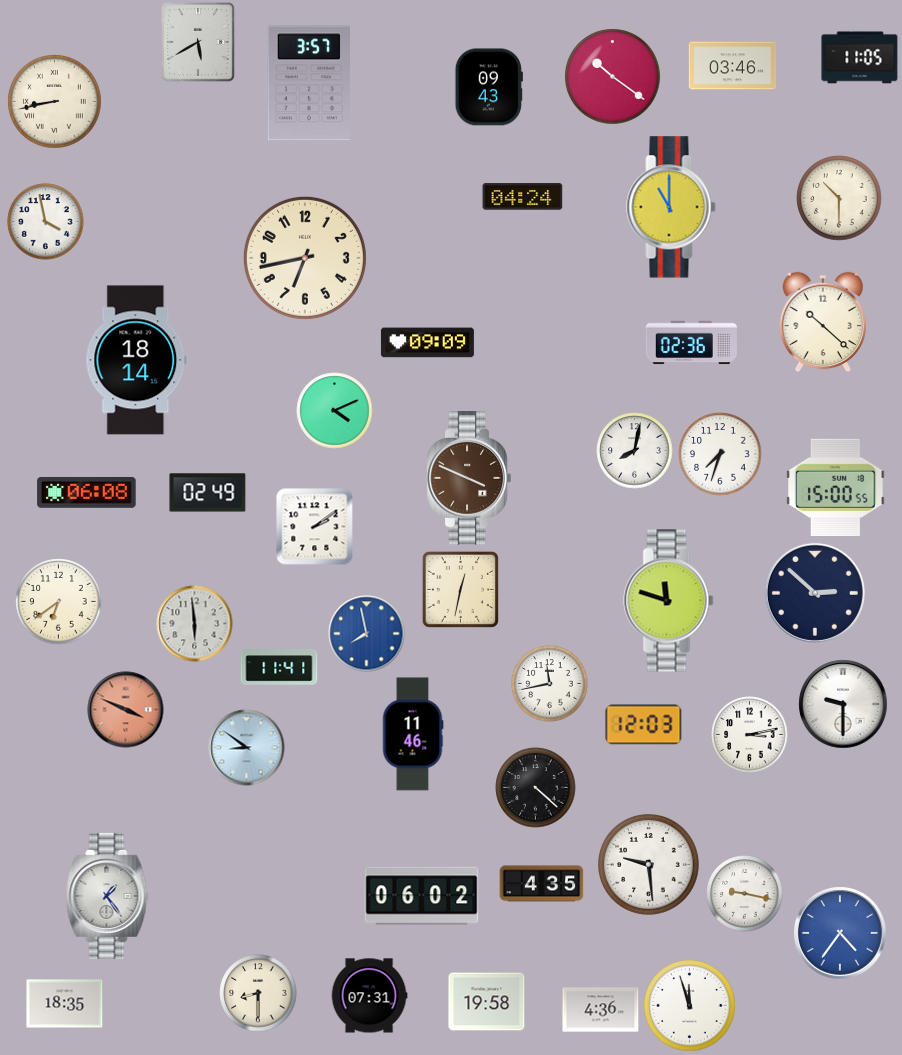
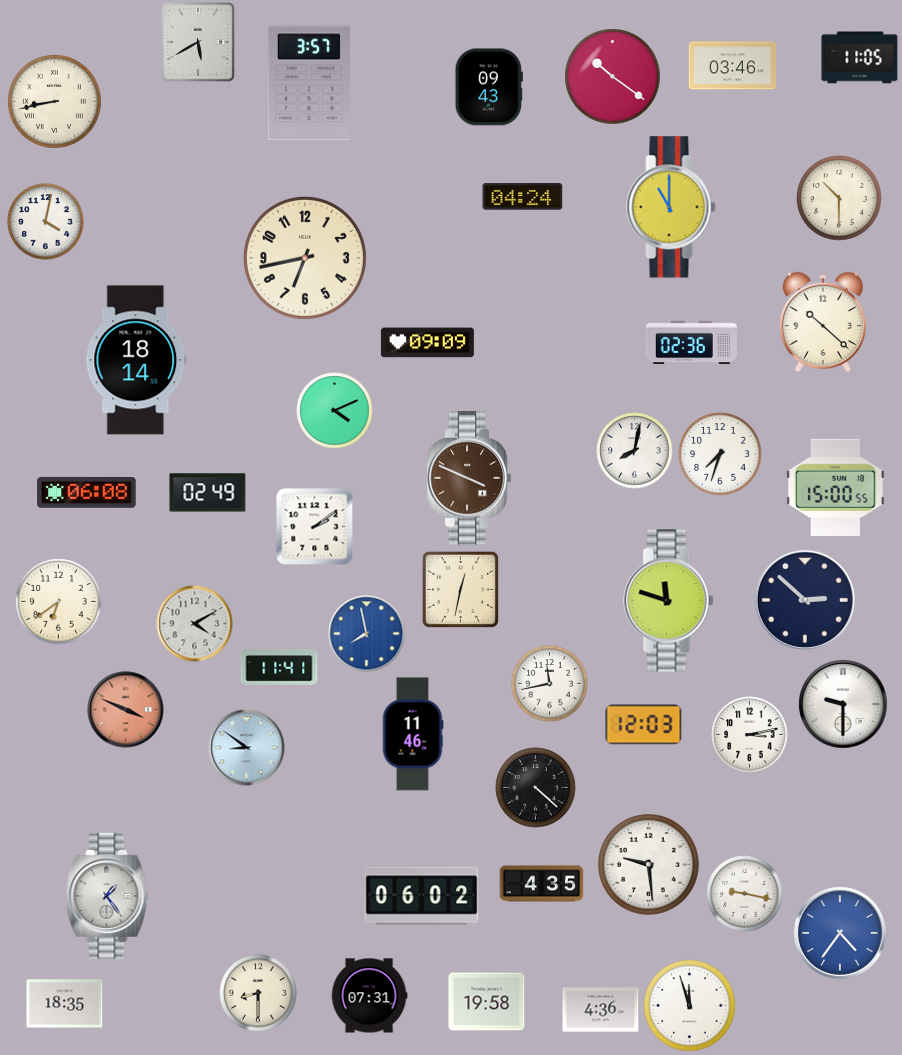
clock at (46, 222): 3:58 -> 4:02
clock at (815, 593) position: (815, 593) -> (805, 600)
clock at (195, 624): 5:59 -> 4:10
